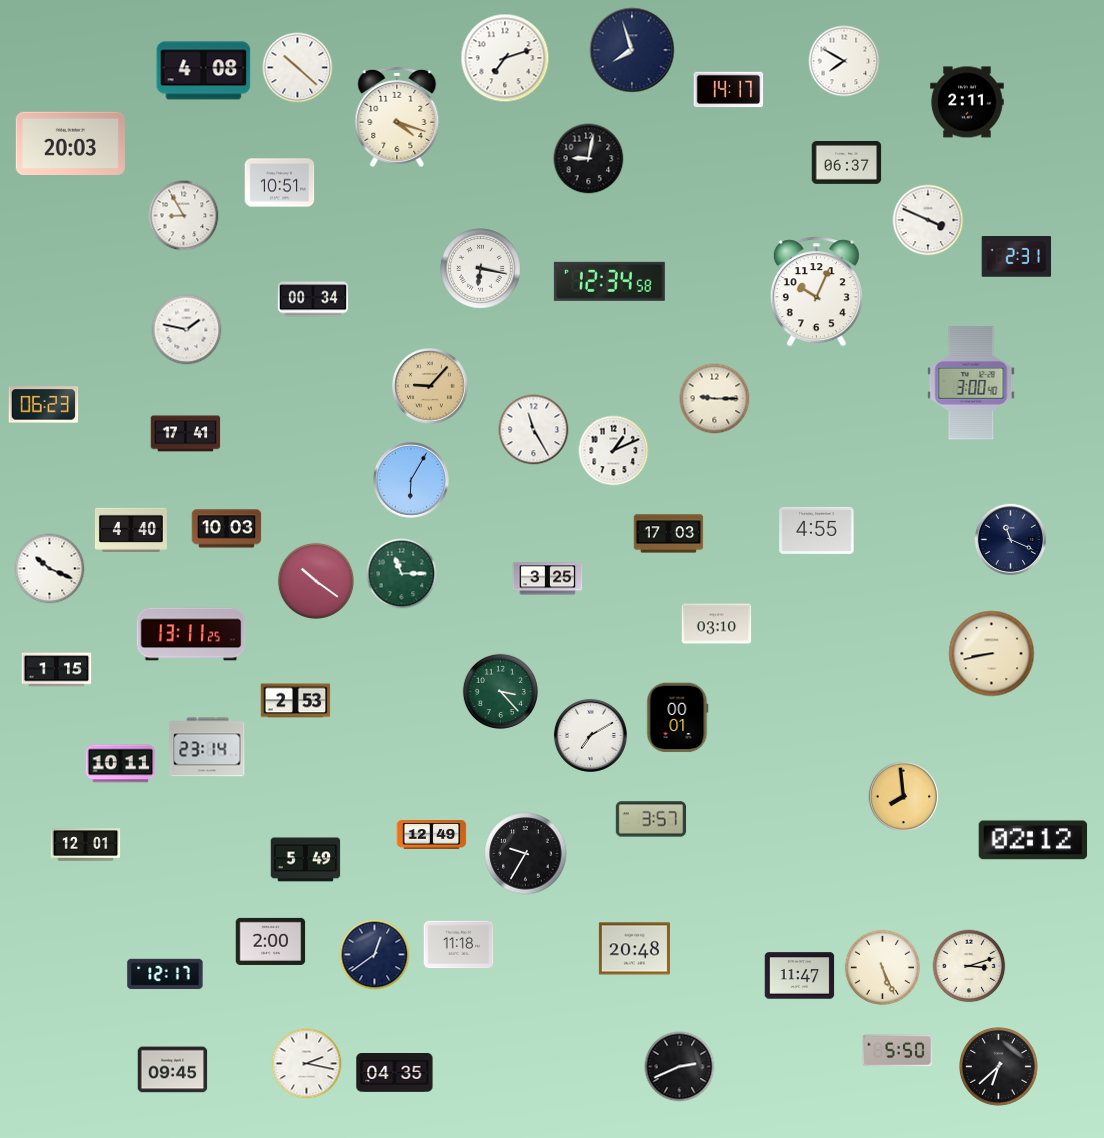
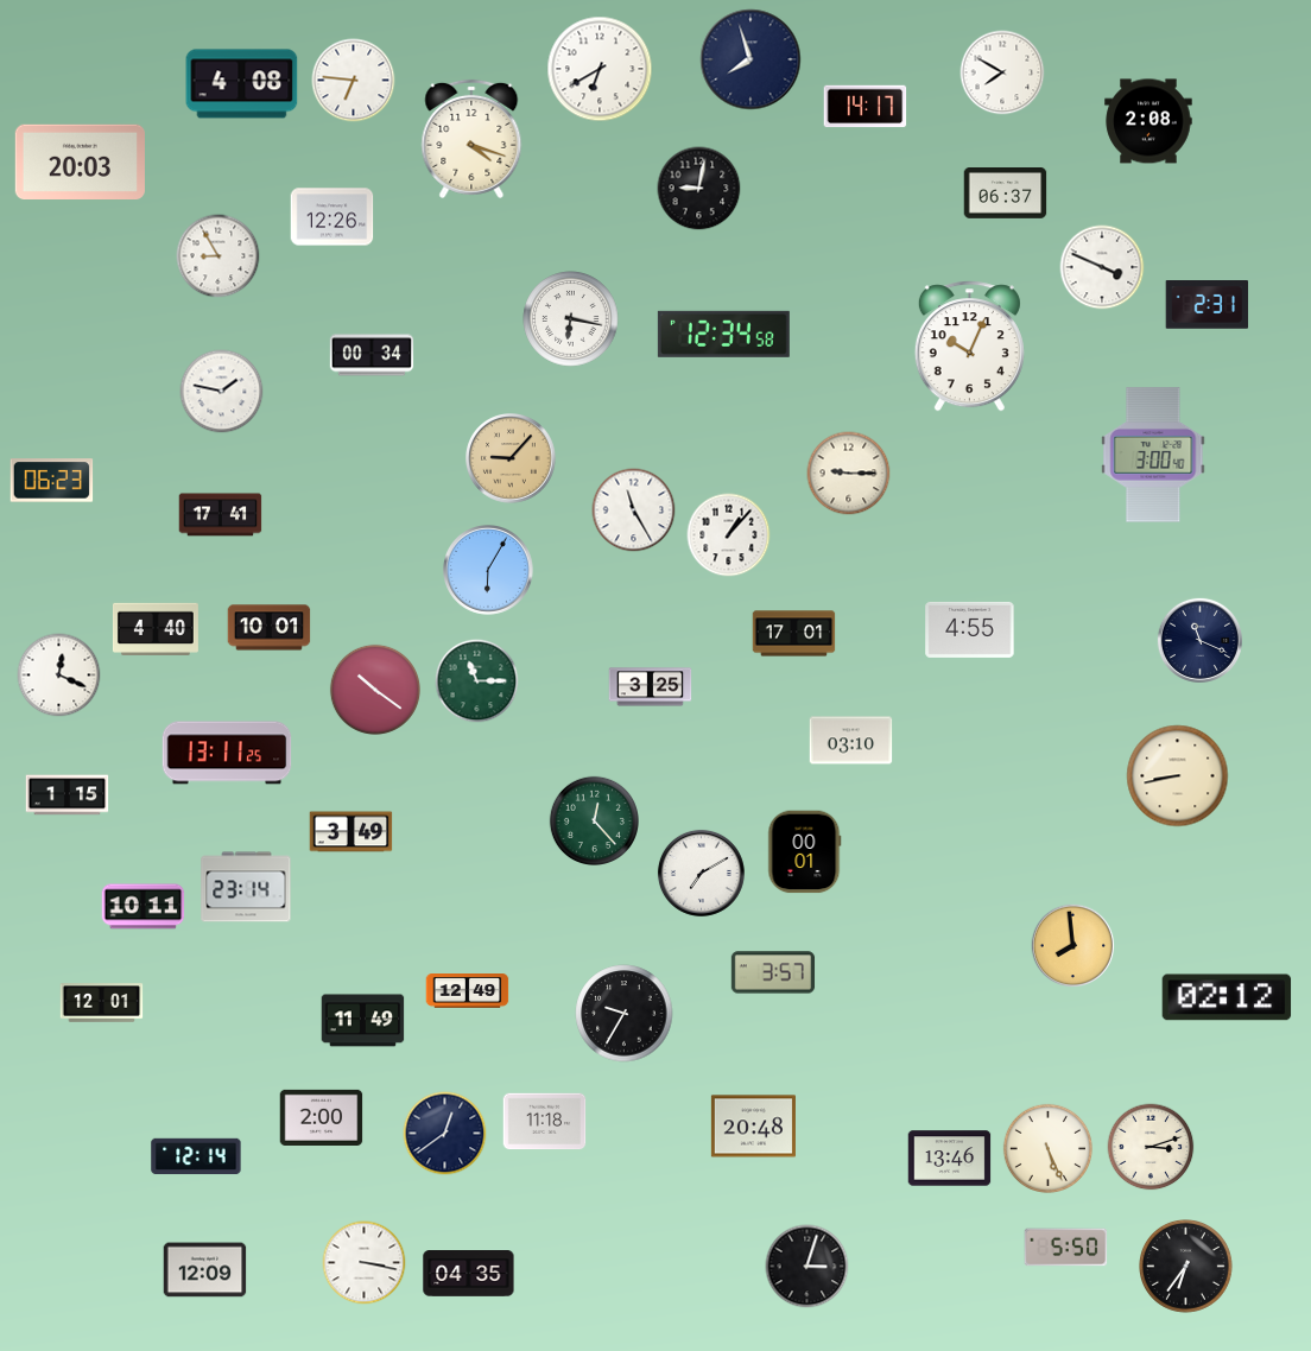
clock at (505, 58): 7:12 -> 6:40
clock at (298, 68): 10:22 -> 6:46
clock at (967, 102): 2:11 -> 2:08
clock at (70, 143) position: (70, 143) -> (80, 161)
clock at (280, 183): 10:51 -> 12:26
clock at (928, 220) position: (928, 220) -> (1102, 267)
clock at (614, 451): 1:11 -> 1:07
clock at (227, 529): 10:03 -> 10:01
clock at (669, 534): 17:03 -> 17:01
clock at (50, 569): 10:19 -> 12:19
clock at (500, 691): 3:23 -> 12:23
clock at (296, 701): 2:53 -> 3:49
clock at (432, 835) position: (432, 835) -> (468, 991)
clock at (306, 860): 5:49 -> 11:49
clock at (165, 974): 12:17 -> 12:14
clock at (800, 976): 11:47 -> 13:46
clock at (307, 1064): 2:17 -> 3:17
clock at (680, 1067): 2:41 -> 3:03
clock at (999, 1067): 6:38 -> 6:36
clock at (173, 1070): 09:45 -> 12:09
